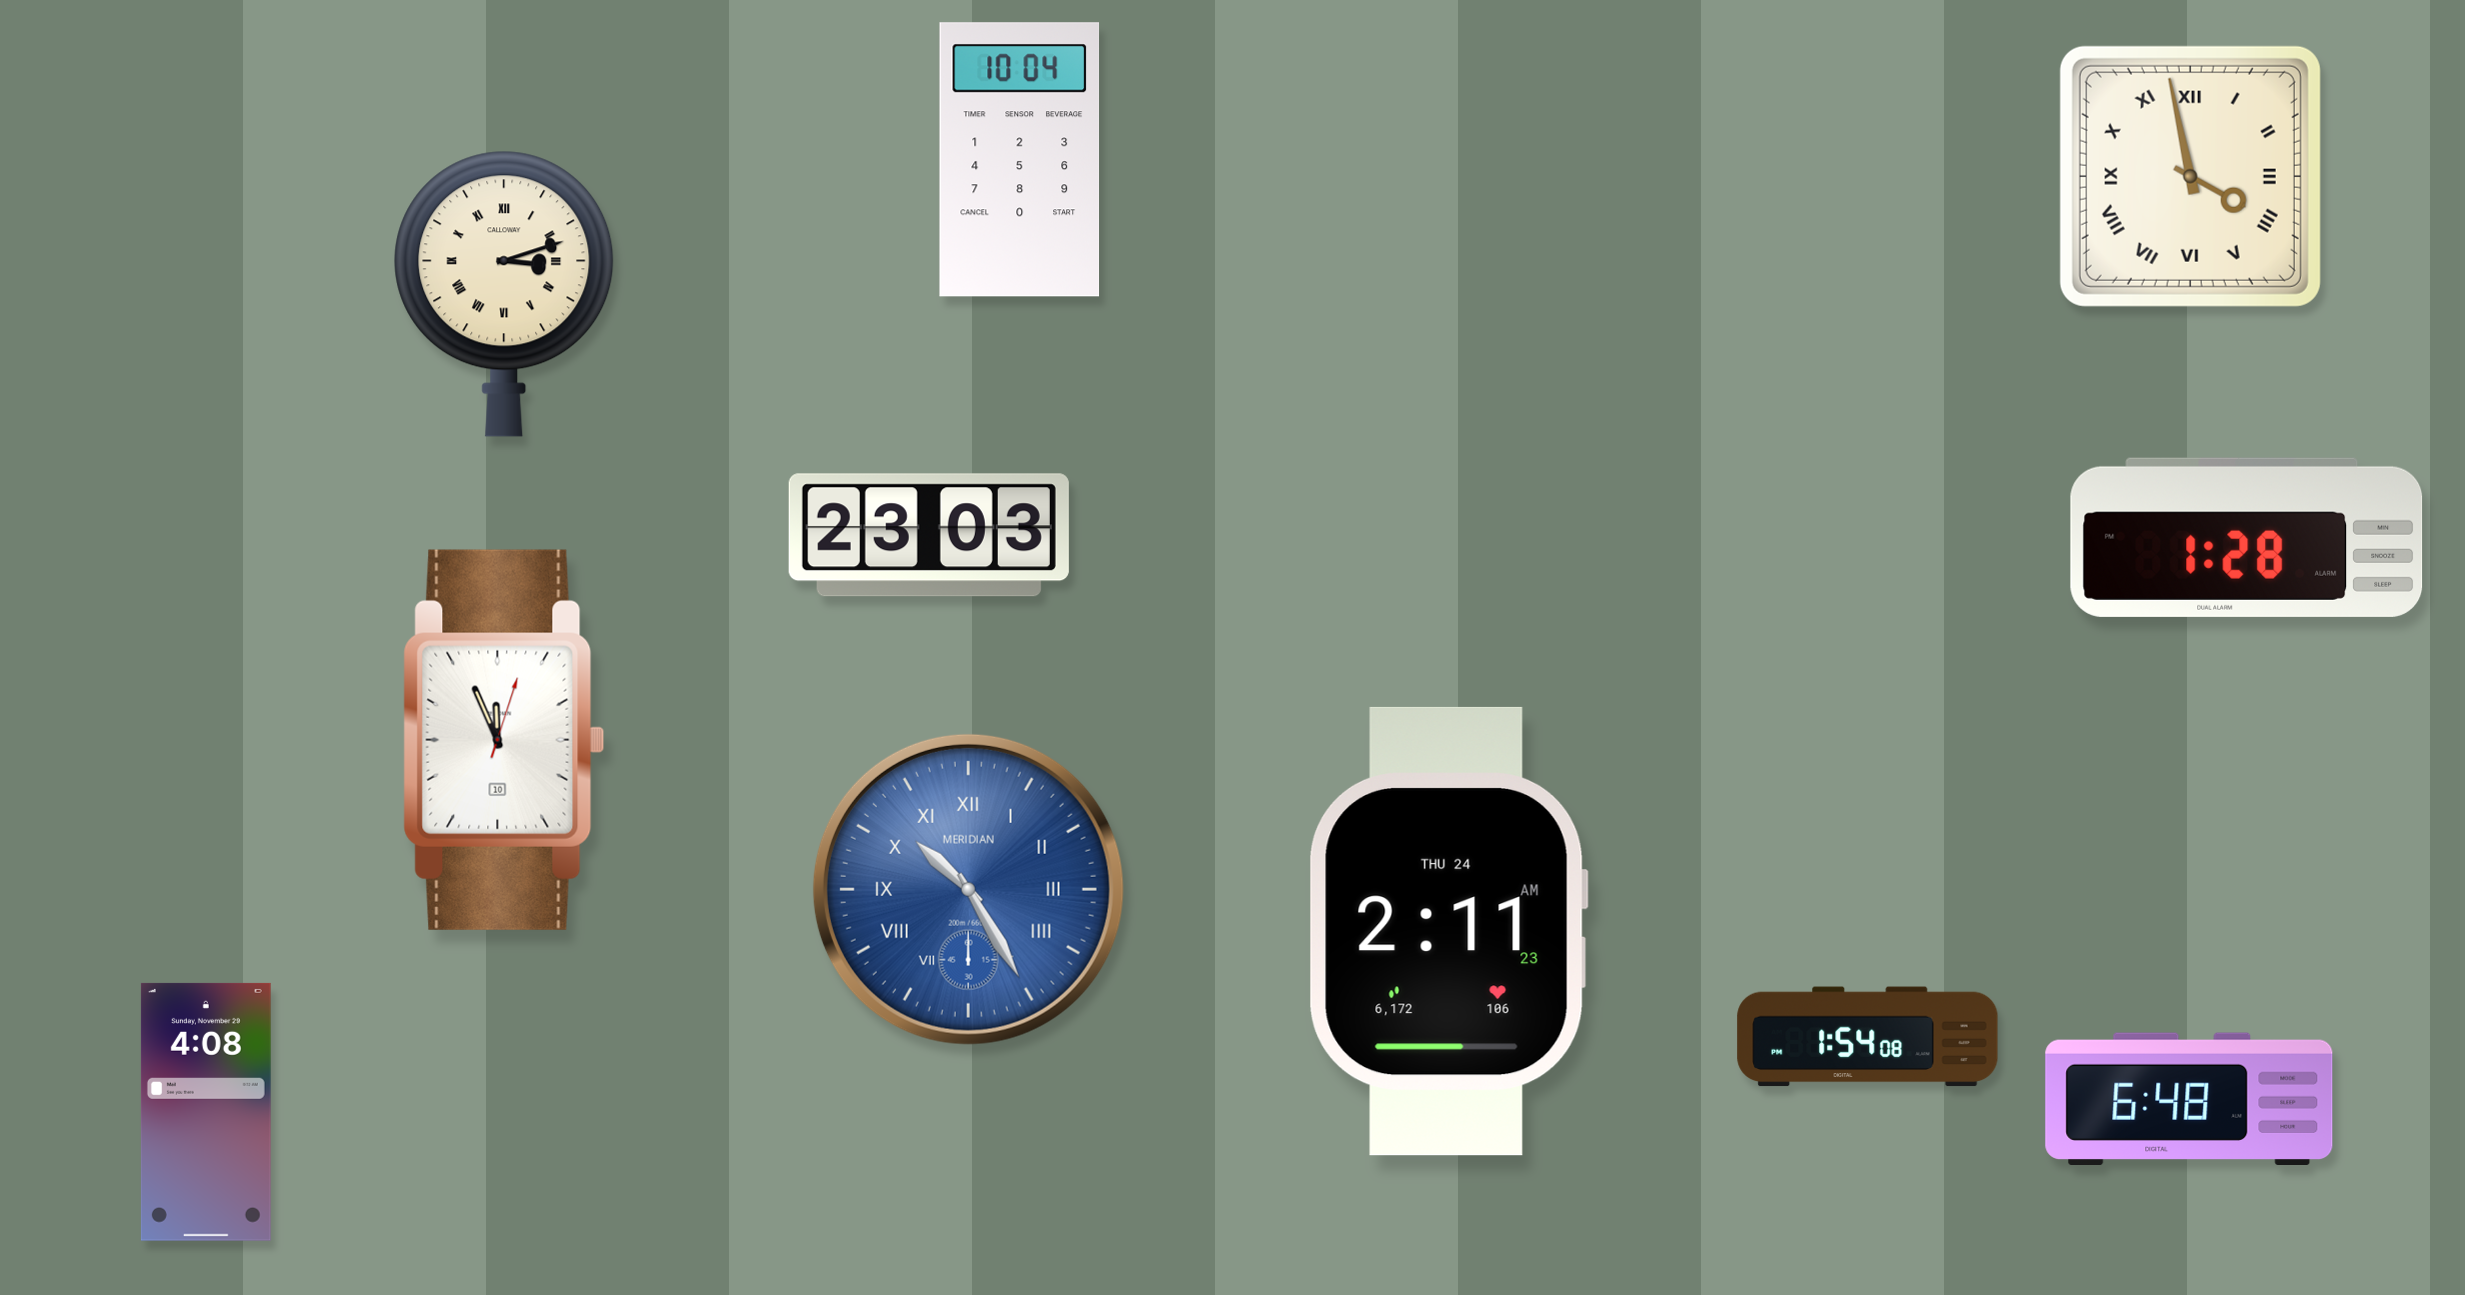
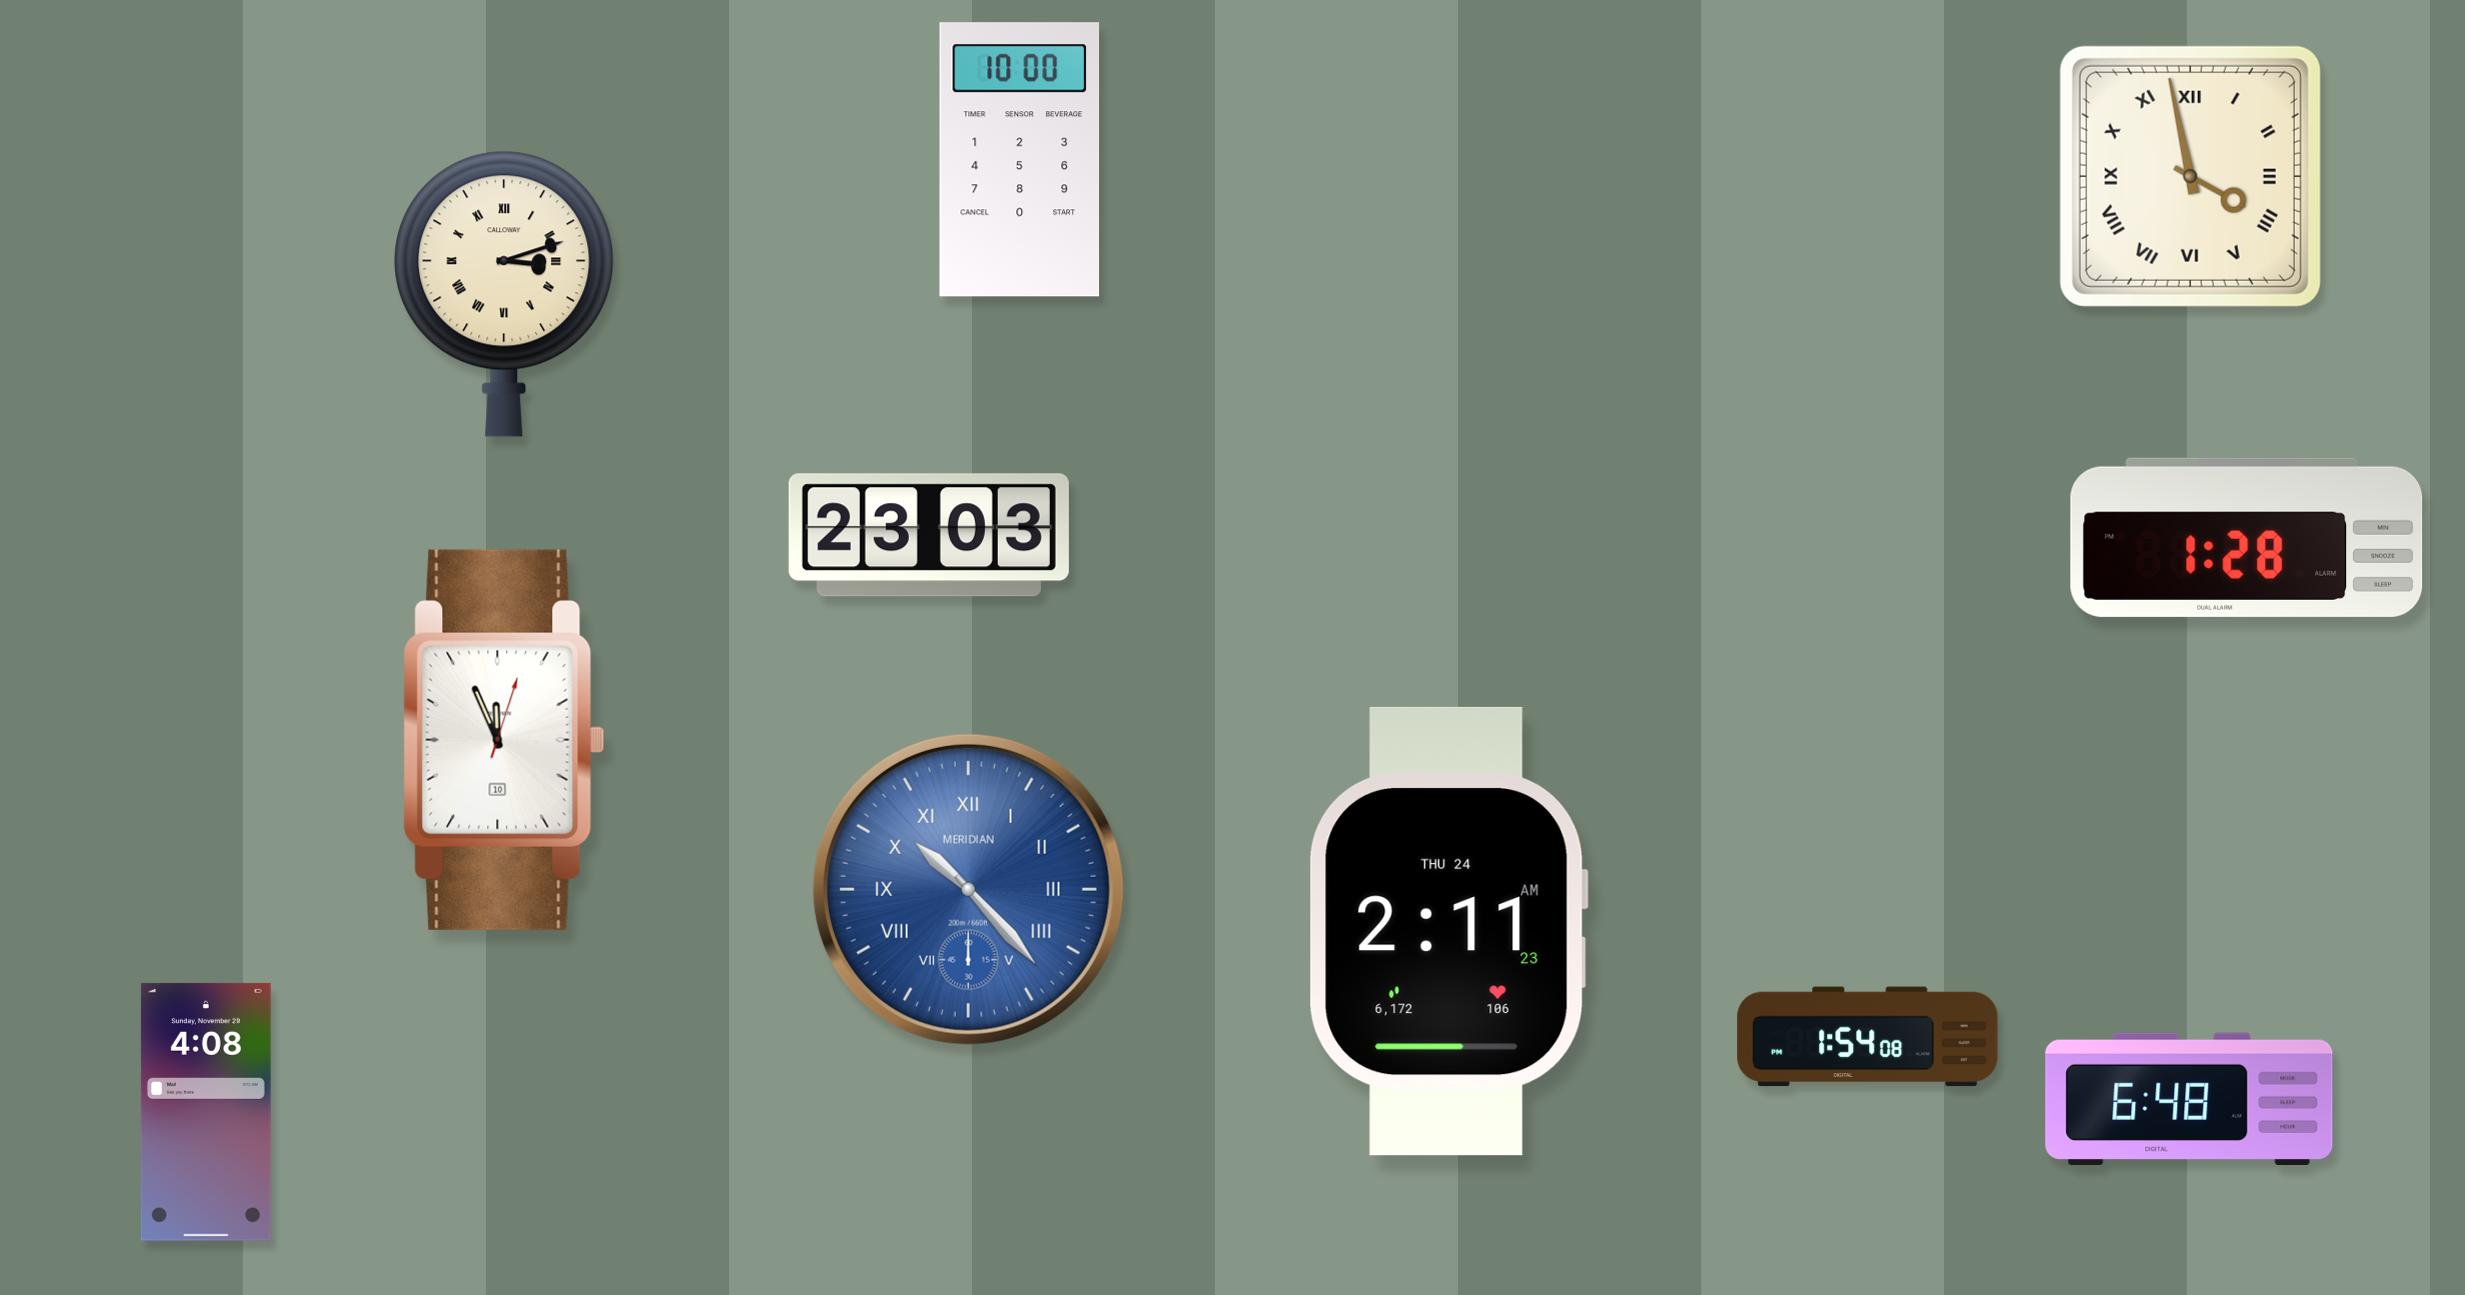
clock at (1020, 160): 10:04 -> 10:00
clock at (968, 889): 10:25 -> 10:23
